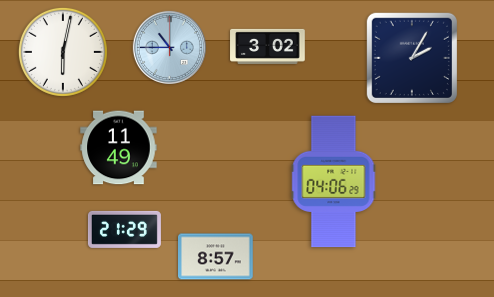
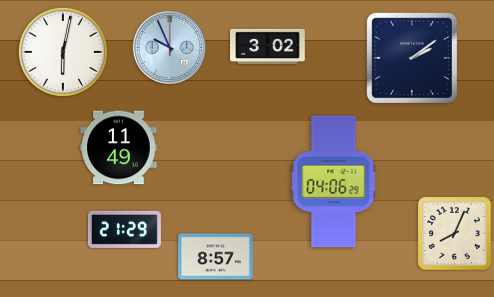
clock at (169, 47): 10:45 -> 9:56
clock at (411, 57): 2:05 -> 2:09
clock at (455, 234): none -> 8:04
